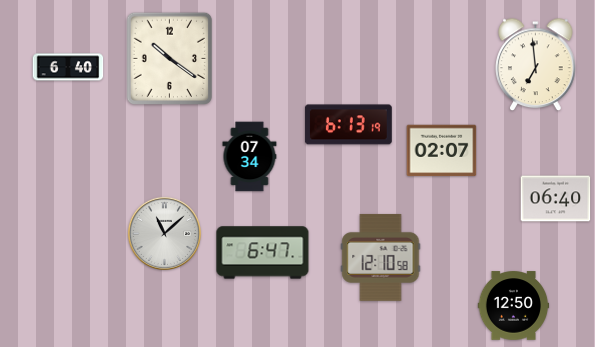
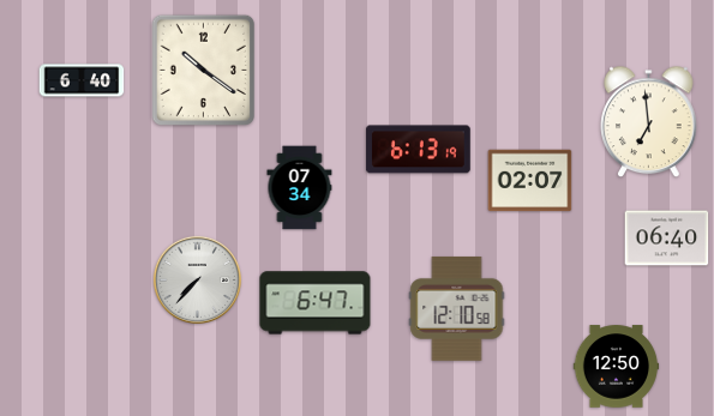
clock at (536, 65) position: (536, 65) -> (649, 122)
clock at (164, 233): 11:08 -> 7:37
